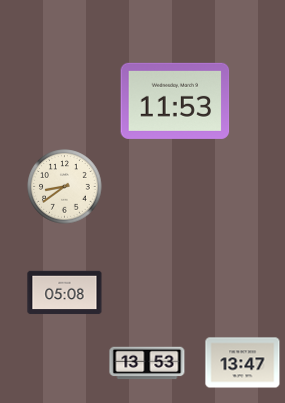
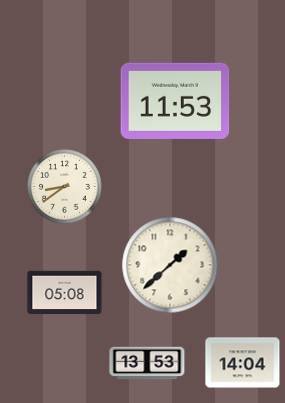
clock at (170, 265): none -> 1:38
clock at (243, 363): 13:47 -> 14:04
